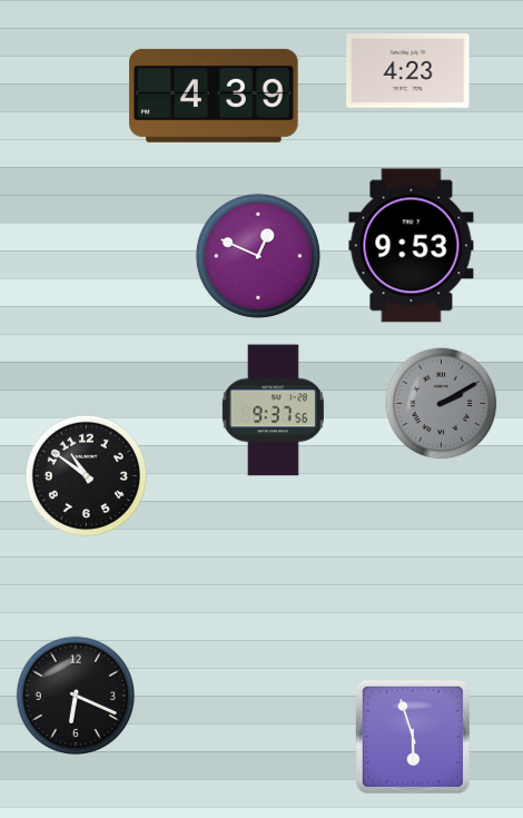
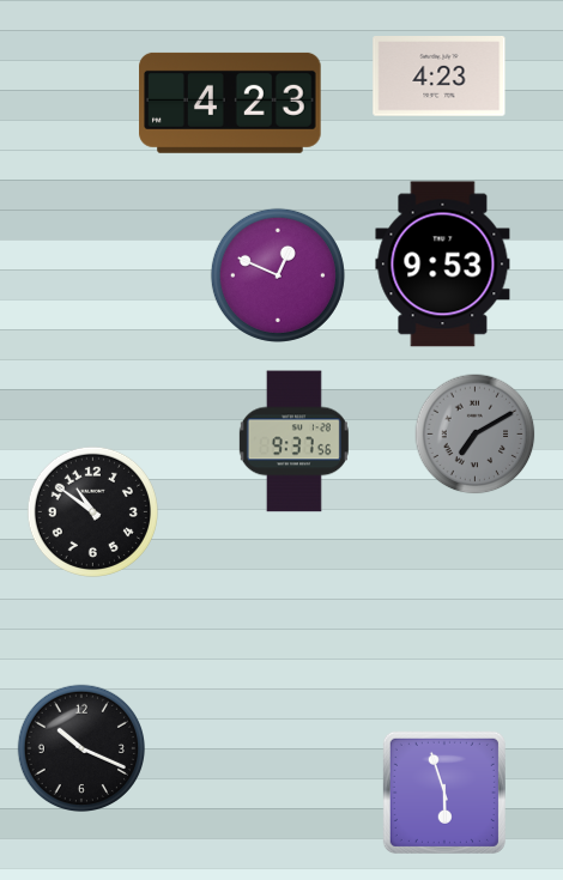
clock at (214, 96): 4:39 -> 4:23
clock at (442, 404): 2:10 -> 7:10
clock at (75, 694): 6:19 -> 10:19
